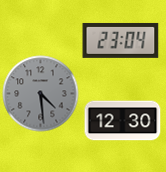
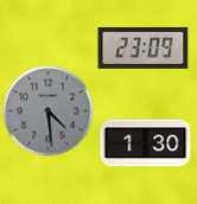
clock at (121, 40): 23:04 -> 23:09
clock at (123, 121): 12:30 -> 1:30
